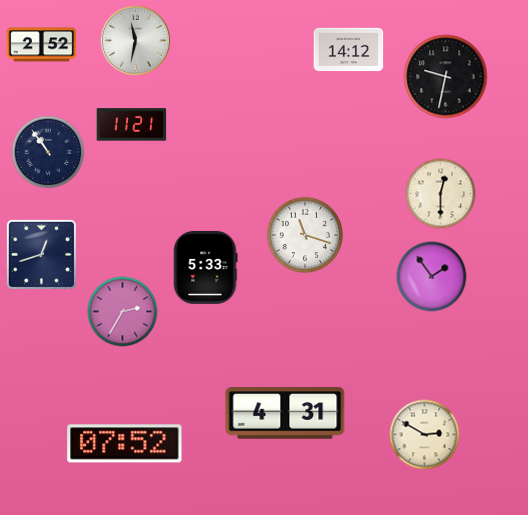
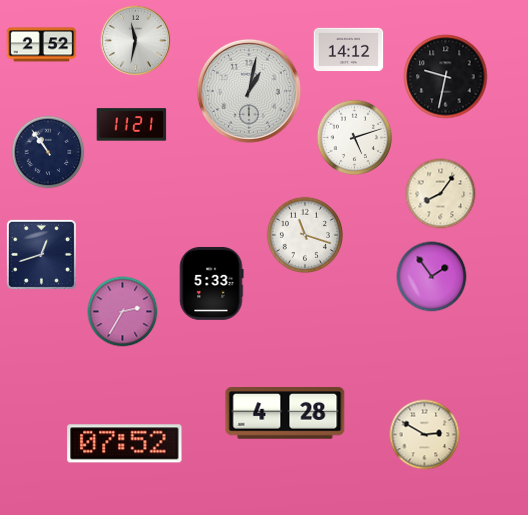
clock at (249, 91): none -> 1:02
clock at (355, 138): none -> 5:12
clock at (441, 194): 12:30 -> 8:06
clock at (205, 267) position: (205, 267) -> (211, 283)
clock at (285, 414): 4:31 -> 4:28
